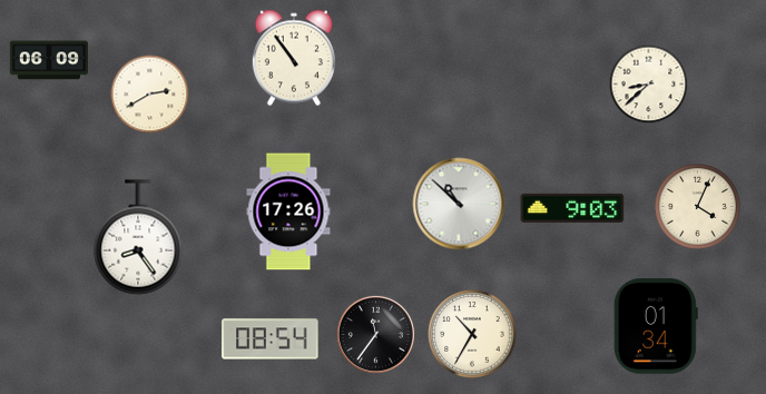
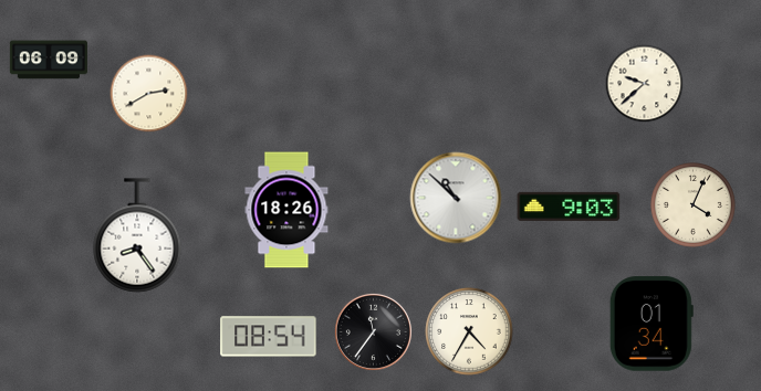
clock at (294, 58): 10:54 -> none
clock at (649, 85): 8:38 -> 9:38
clock at (459, 204) position: (459, 204) -> (456, 198)
clock at (288, 211): 17:26 -> 18:26
clock at (472, 334): 10:35 -> 4:35
